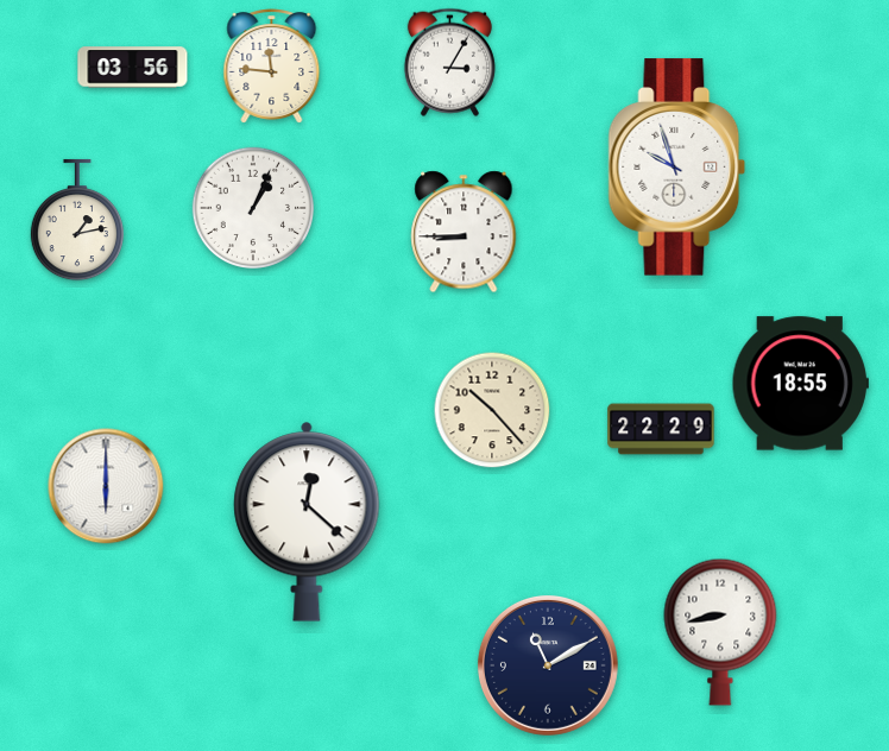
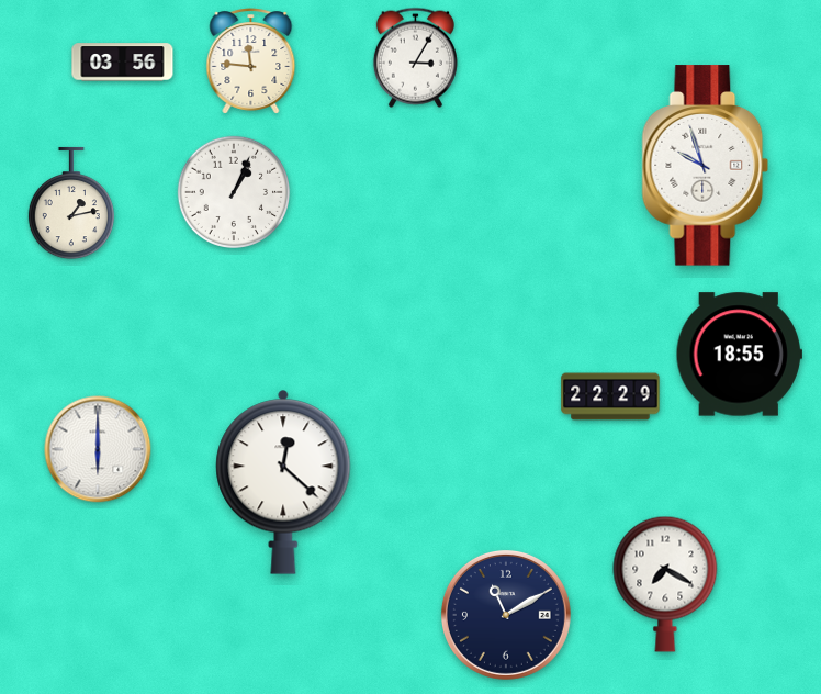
clock at (677, 168) position: (677, 168) -> (706, 166)
clock at (464, 232): 8:45 -> none
clock at (492, 410): 10:23 -> none
clock at (720, 632): 8:43 -> 7:20
